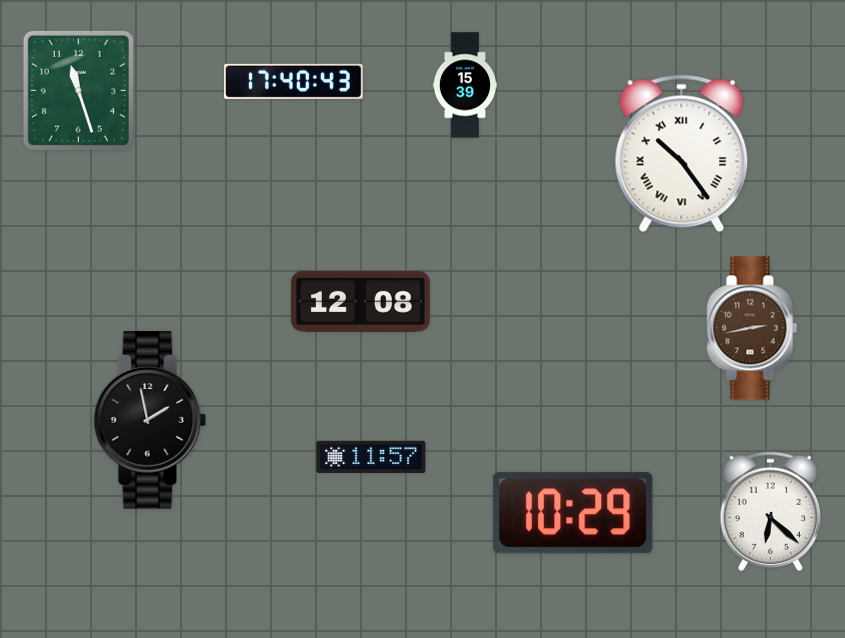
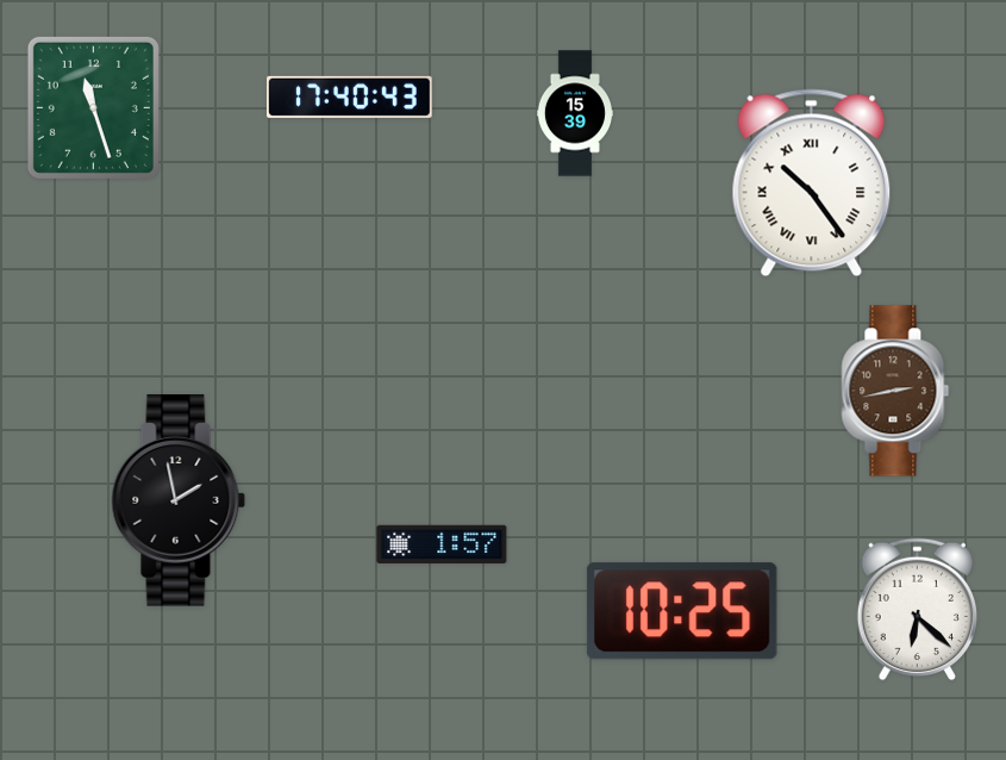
clock at (464, 85) position: (464, 85) -> (574, 113)
clock at (361, 301): 12:08 -> none
clock at (371, 457): 11:57 -> 1:57
clock at (573, 513): 10:29 -> 10:25
